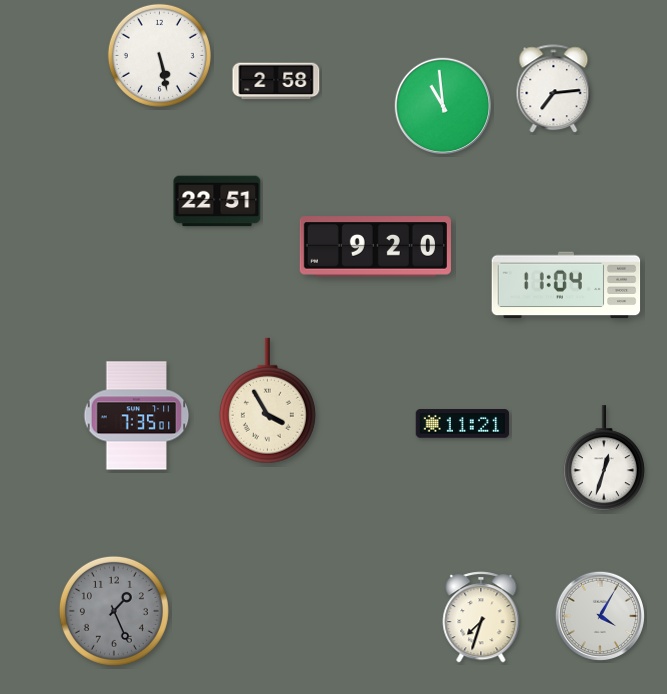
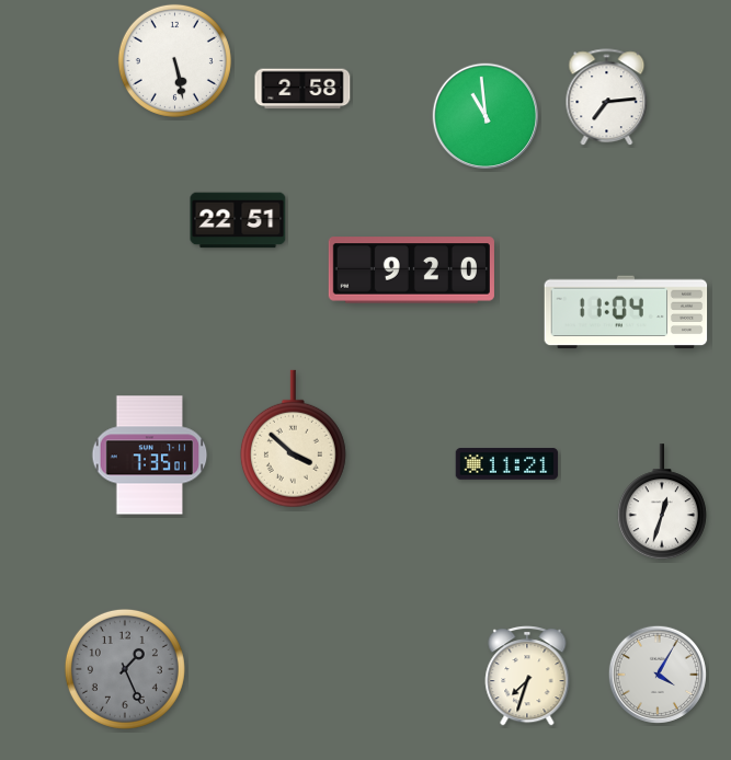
clock at (566, 285) position: (566, 285) -> (626, 312)
clock at (267, 401): 3:55 -> 3:52
